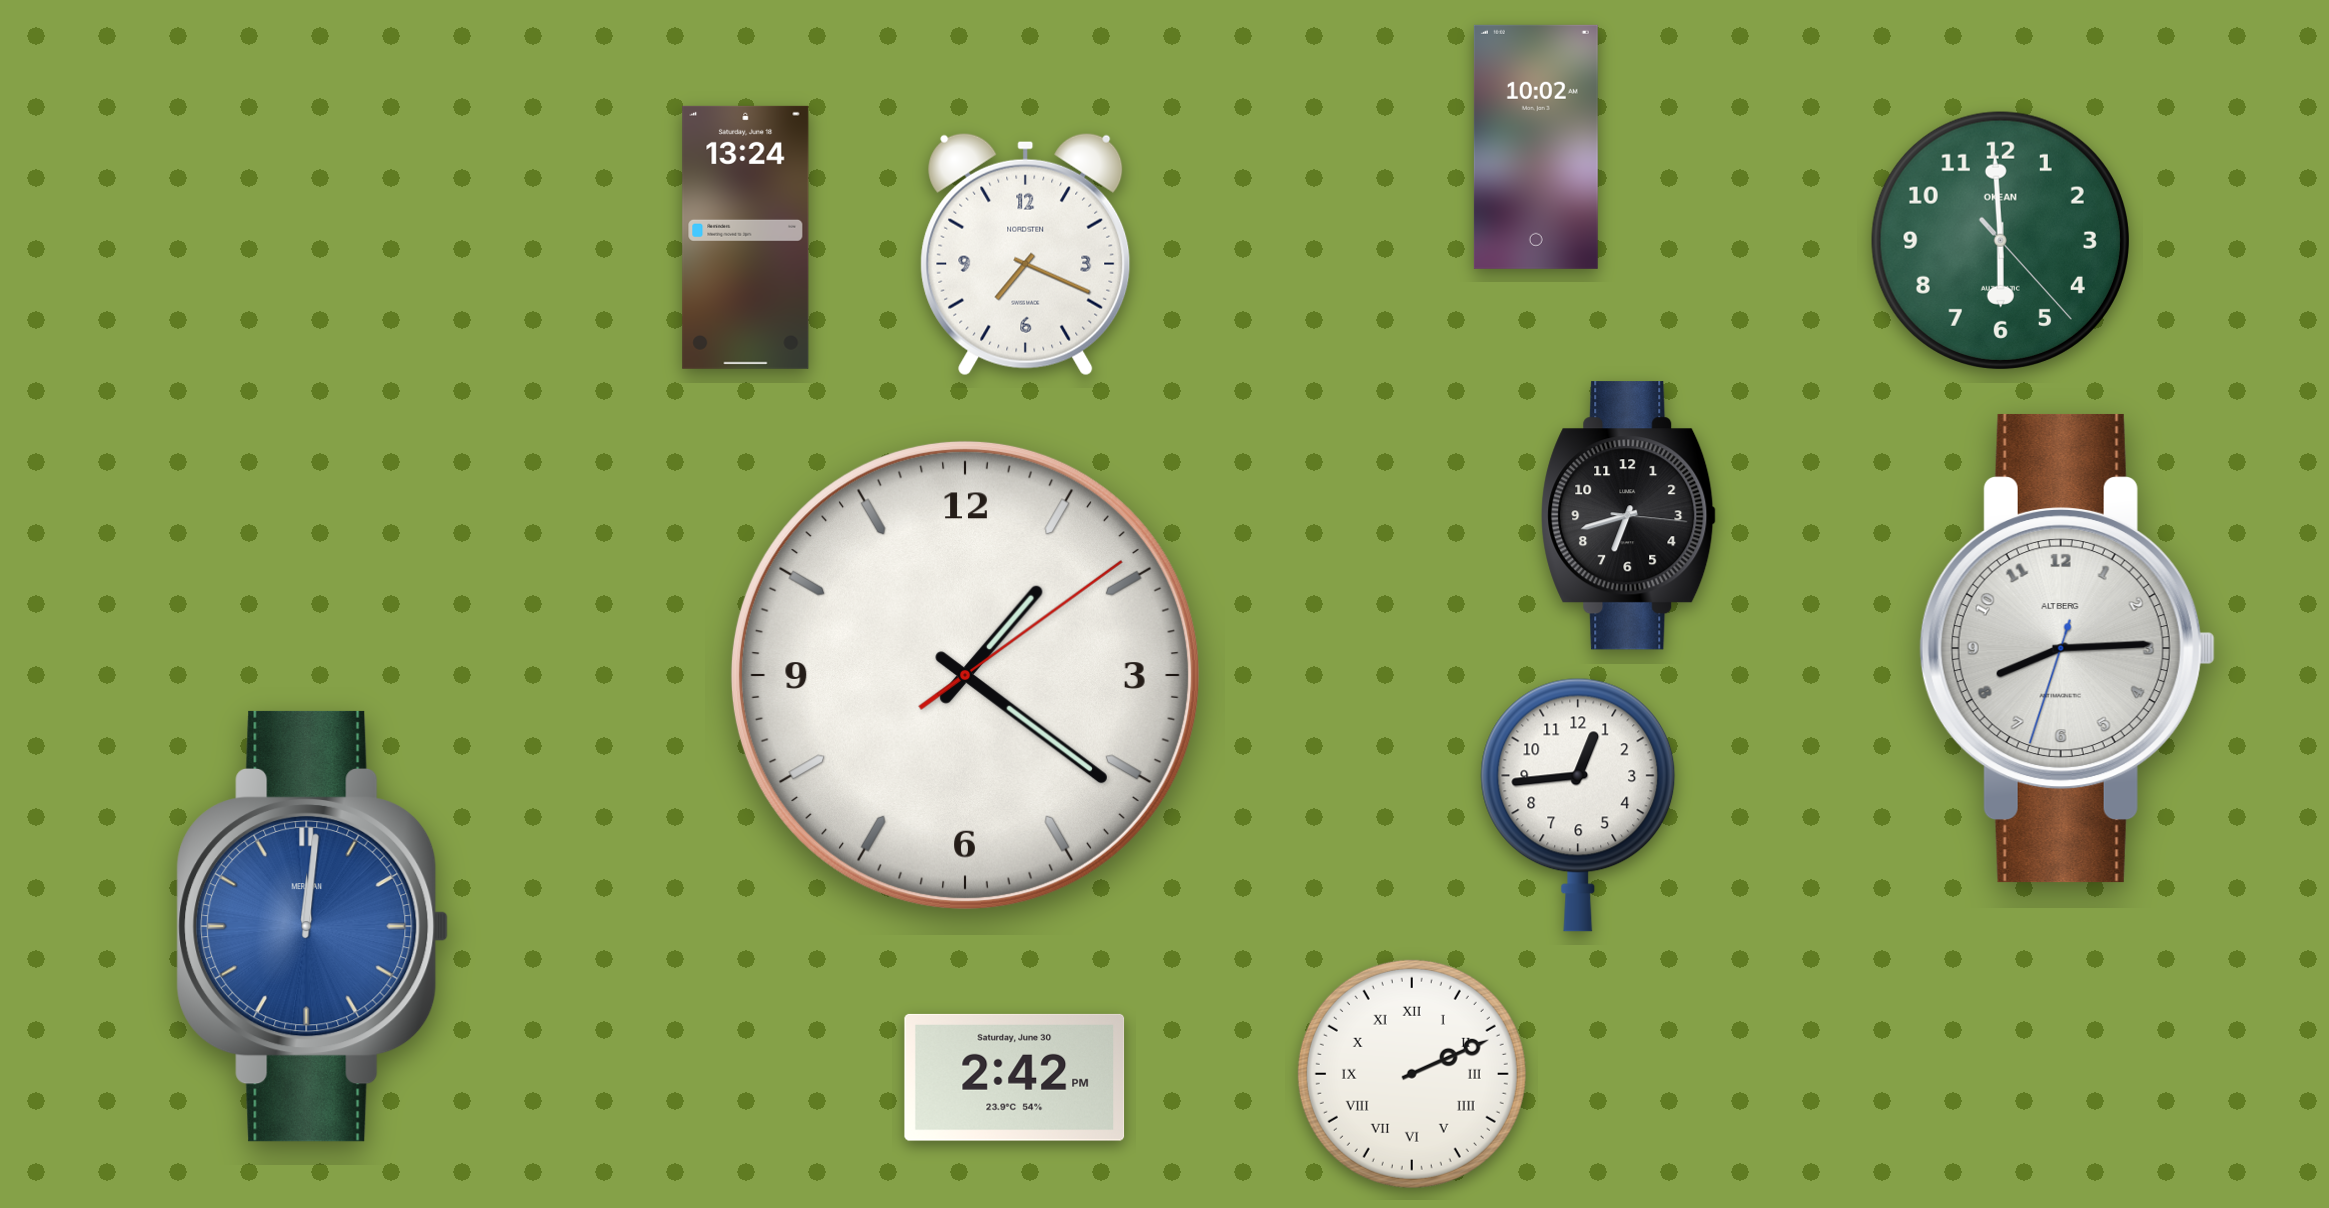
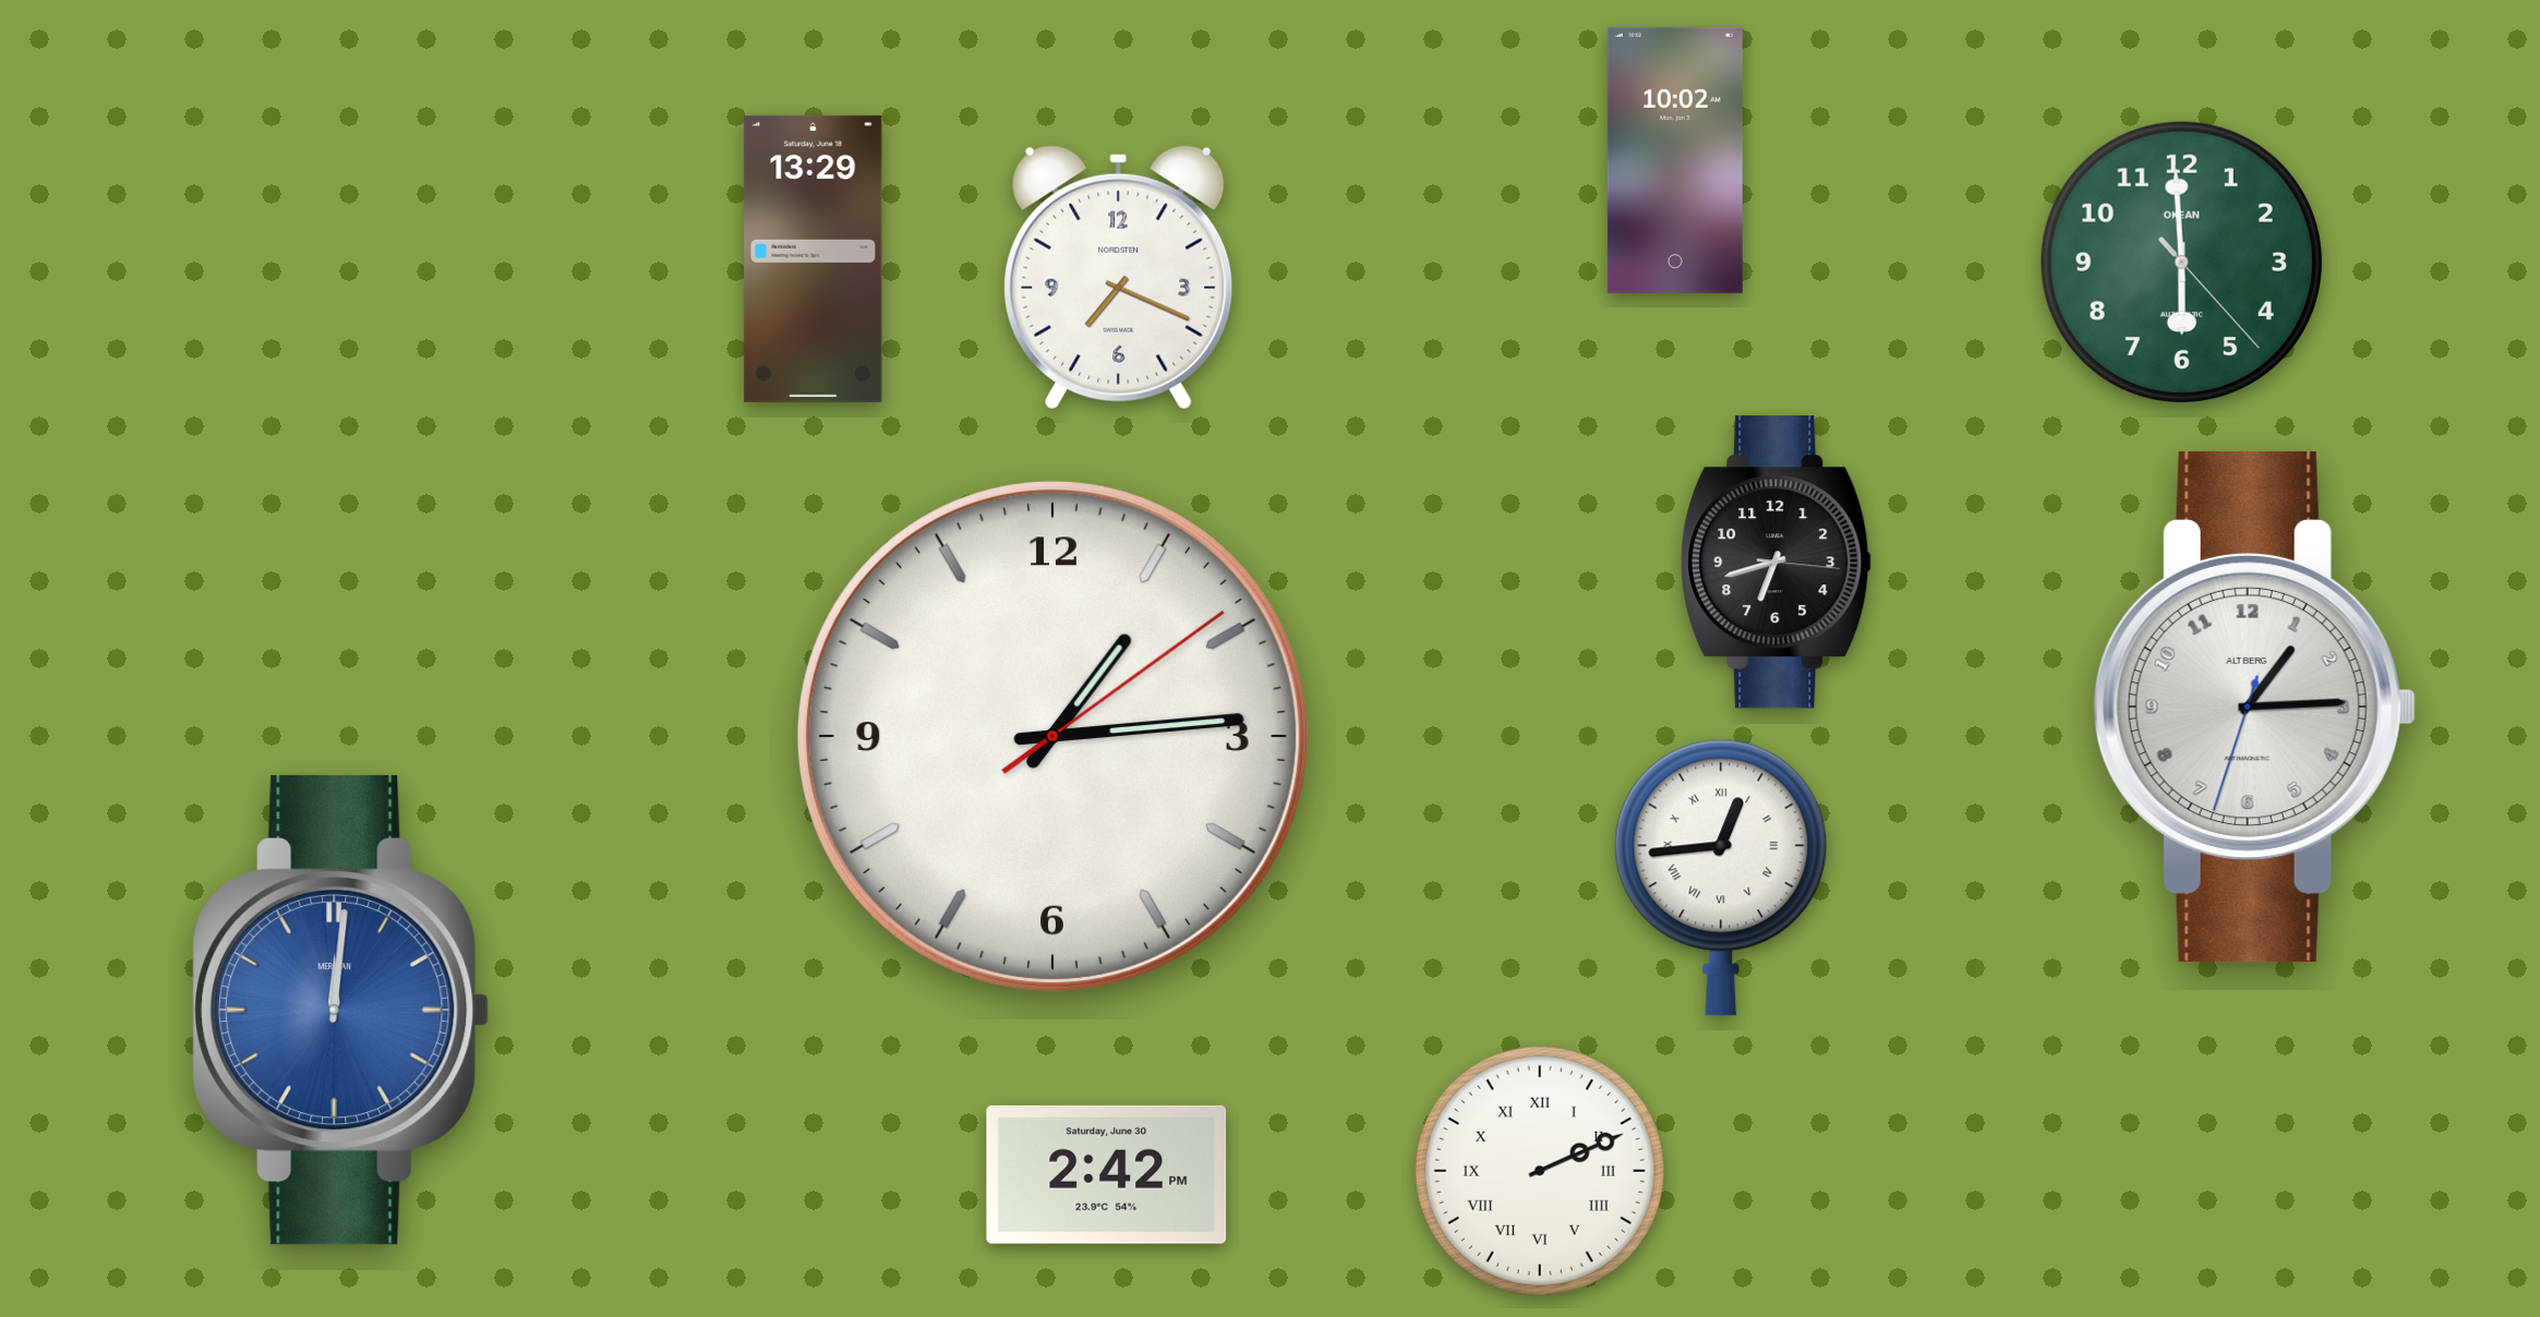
clock at (746, 237): 13:24 -> 13:29
clock at (2067, 648): 8:14 -> 1:14
clock at (965, 675): 1:21 -> 1:14
clock at (1578, 805) numerals: Arabic -> Roman
